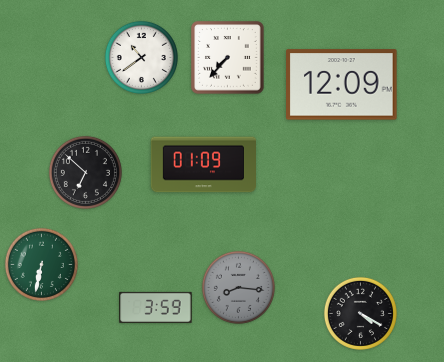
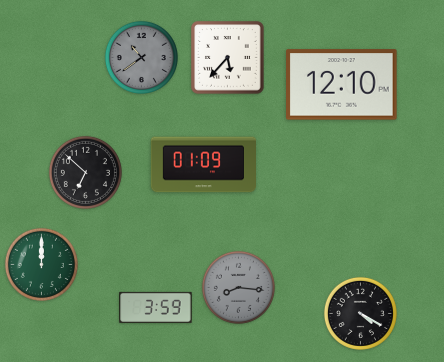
clock at (141, 57) dial: white -> grey
clock at (228, 58): 7:37 -> 5:37
clock at (342, 85): 12:09 -> 12:10
clock at (41, 264): 6:32 -> 12:00
